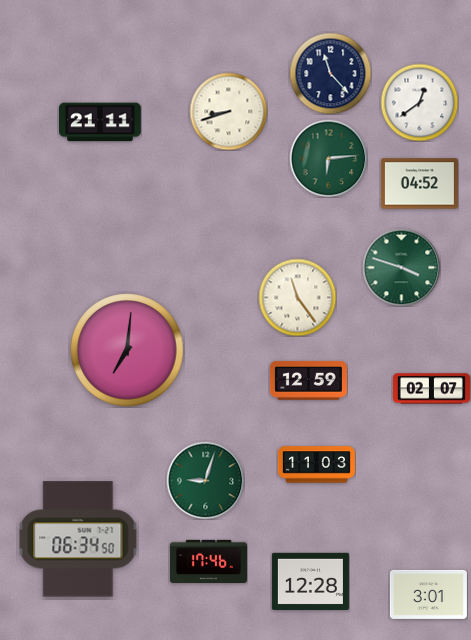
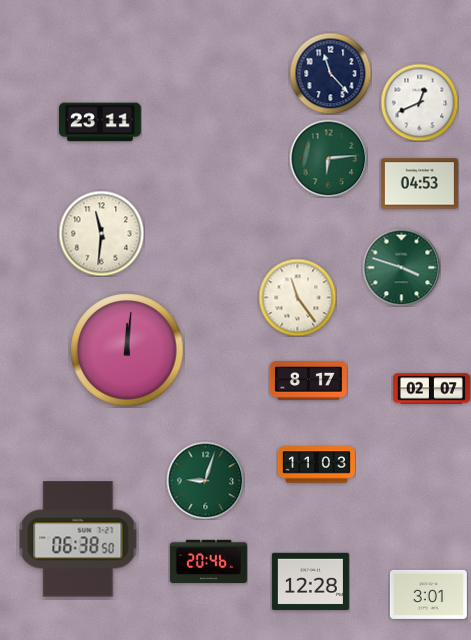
clock at (419, 102): 12:39 -> 12:41
clock at (228, 111): 8:42 -> none
clock at (101, 122): 21:11 -> 23:11
clock at (419, 184): 04:52 -> 04:53
clock at (101, 233): none -> 11:31
clock at (127, 350): 7:01 -> 12:01
clock at (308, 380): 12:59 -> 8:17
clock at (78, 539): 06:34 -> 06:38
clock at (208, 562): 17:46 -> 20:46
